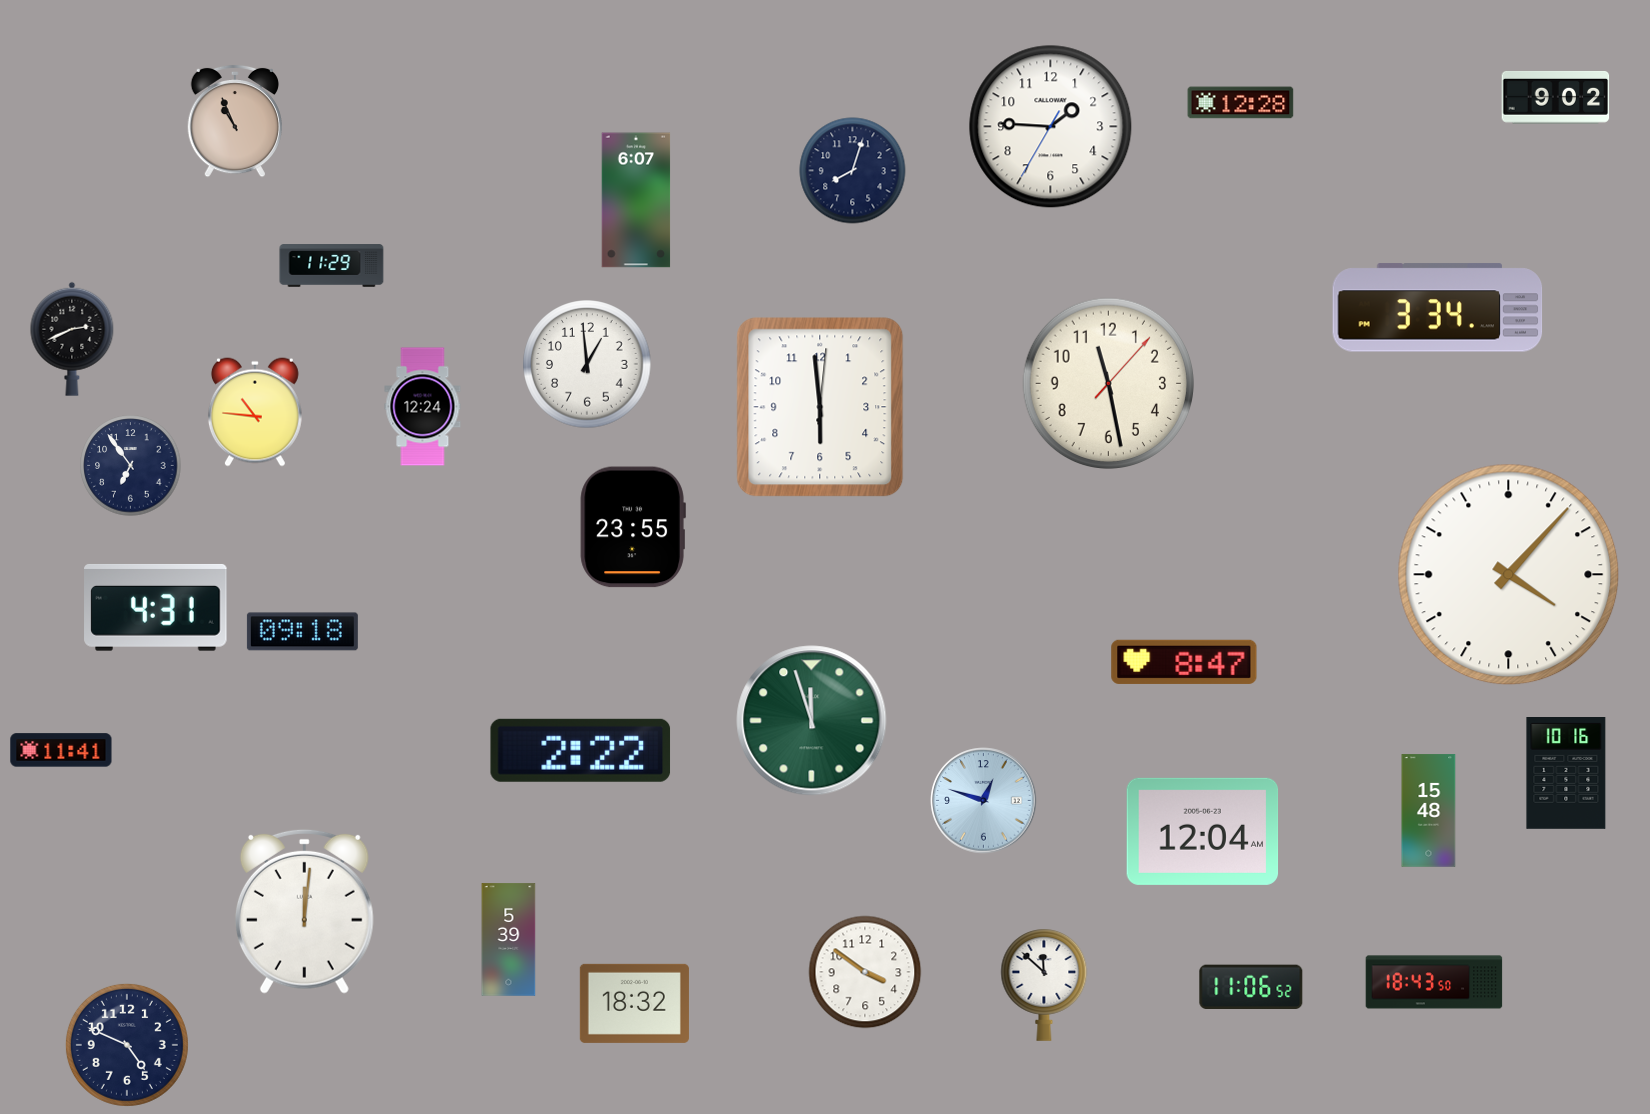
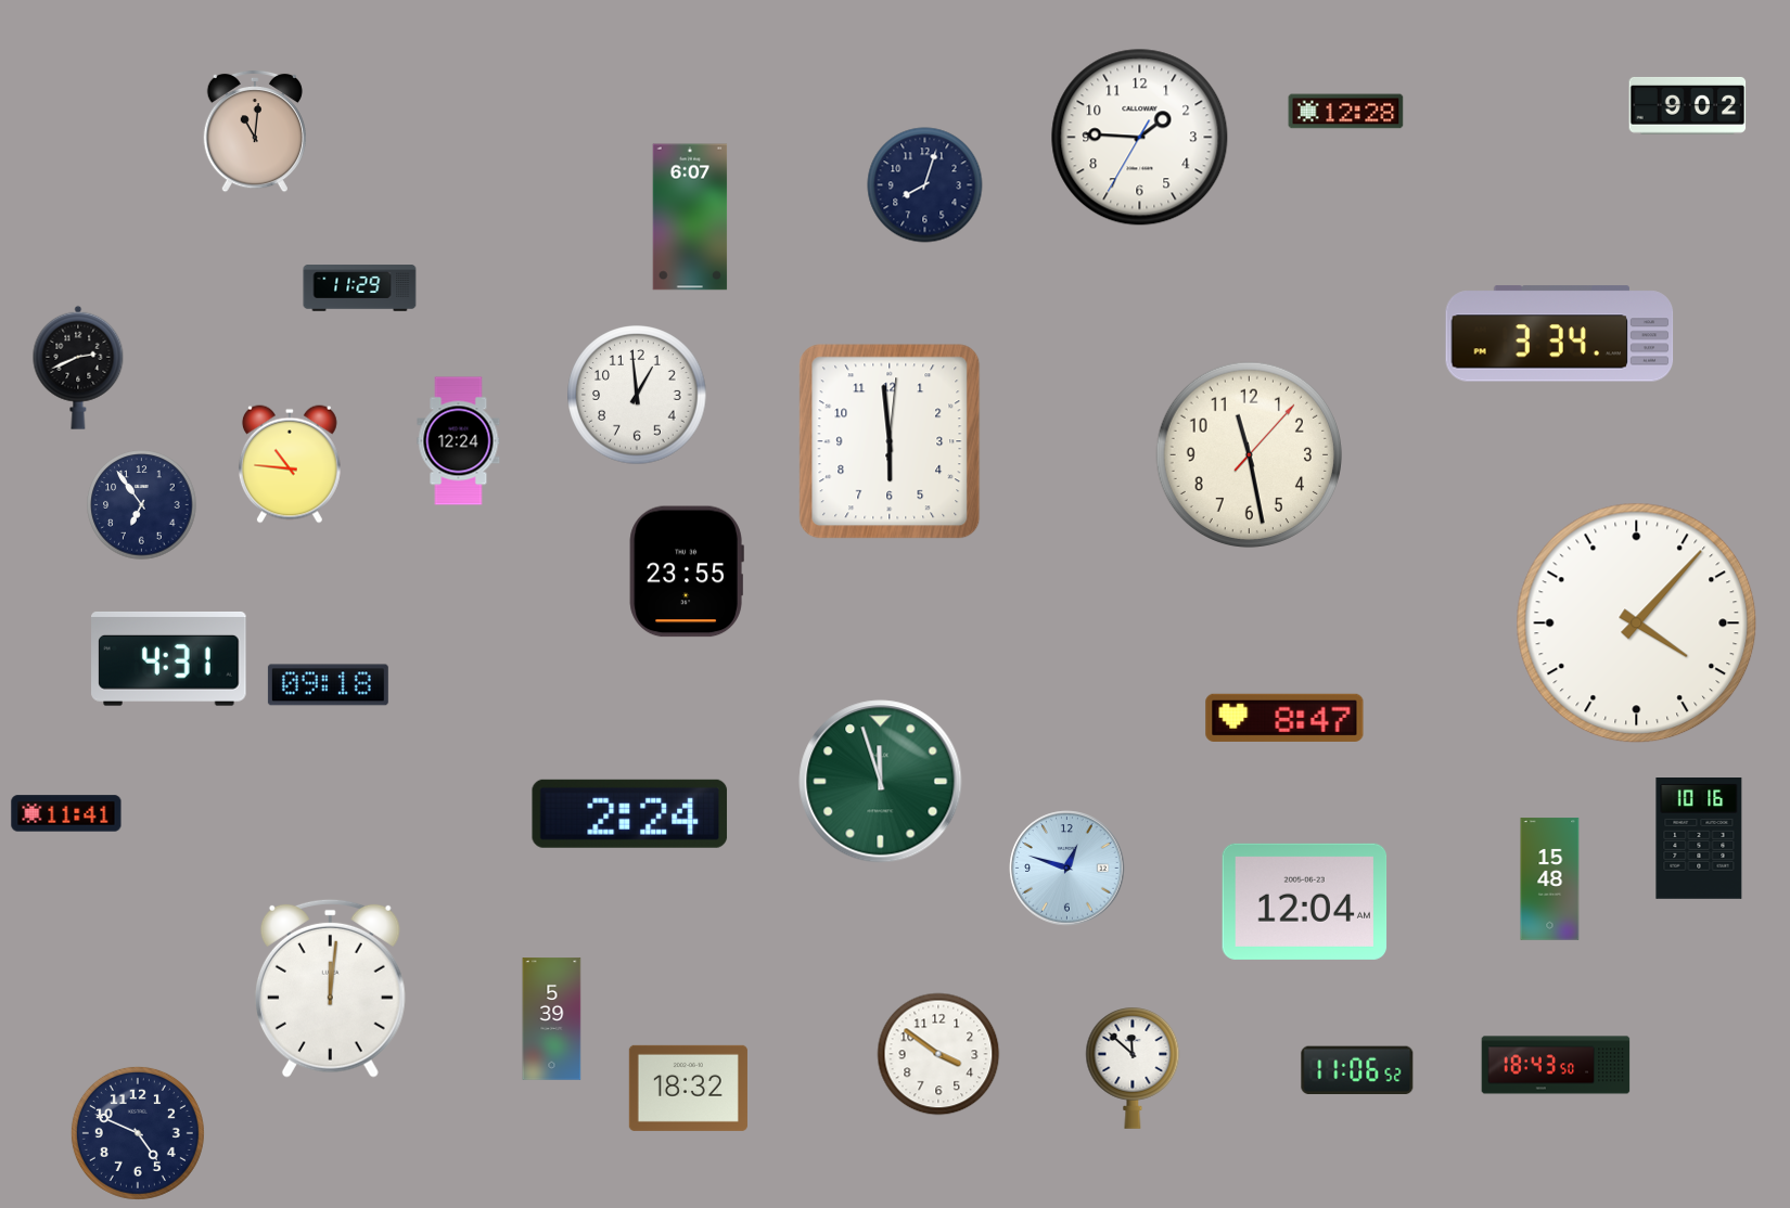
clock at (235, 121): 10:56 -> 11:01
clock at (1108, 383) position: (1108, 383) -> (1249, 454)
clock at (255, 412) position: (255, 412) -> (290, 464)
clock at (581, 750): 2:22 -> 2:24
